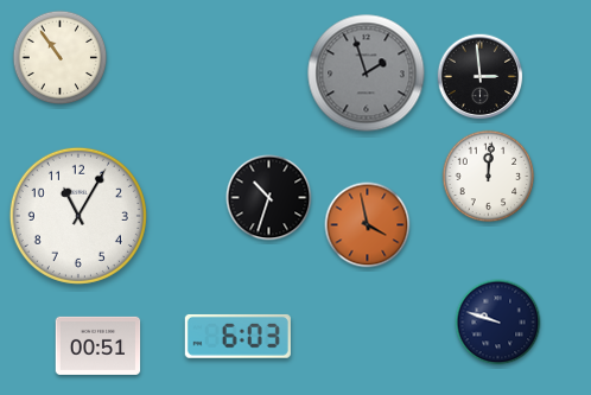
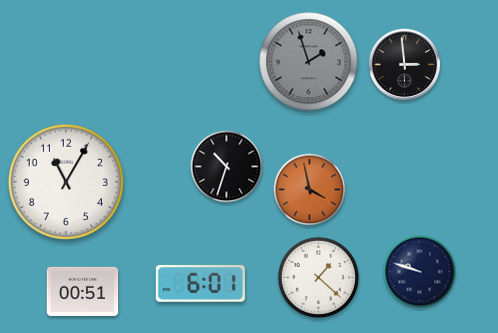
clock at (61, 58): 10:54 -> none
clock at (489, 177): 12:01 -> none
clock at (318, 277): none -> 1:22
clock at (237, 336): 6:03 -> 6:01
